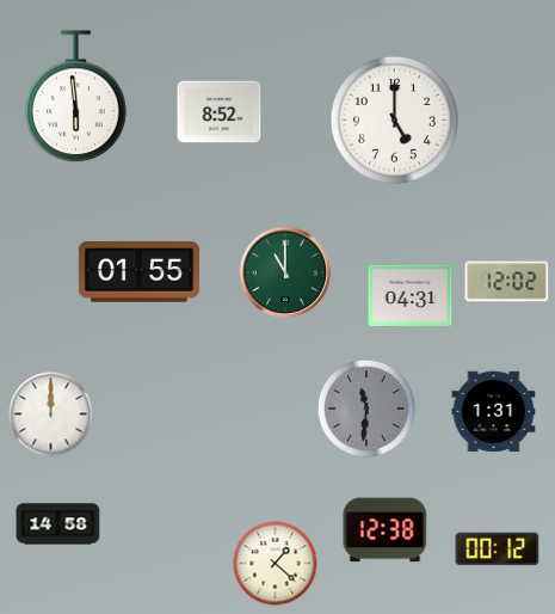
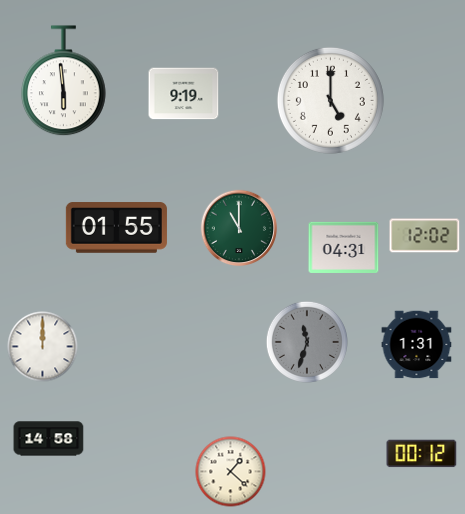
clock at (220, 112): 8:52 -> 9:19
clock at (366, 409): 11:31 -> 11:33
clock at (494, 412) position: (494, 412) -> (417, 345)
clock at (386, 530): 12:38 -> none
clock at (498, 549) position: (498, 549) -> (422, 454)
